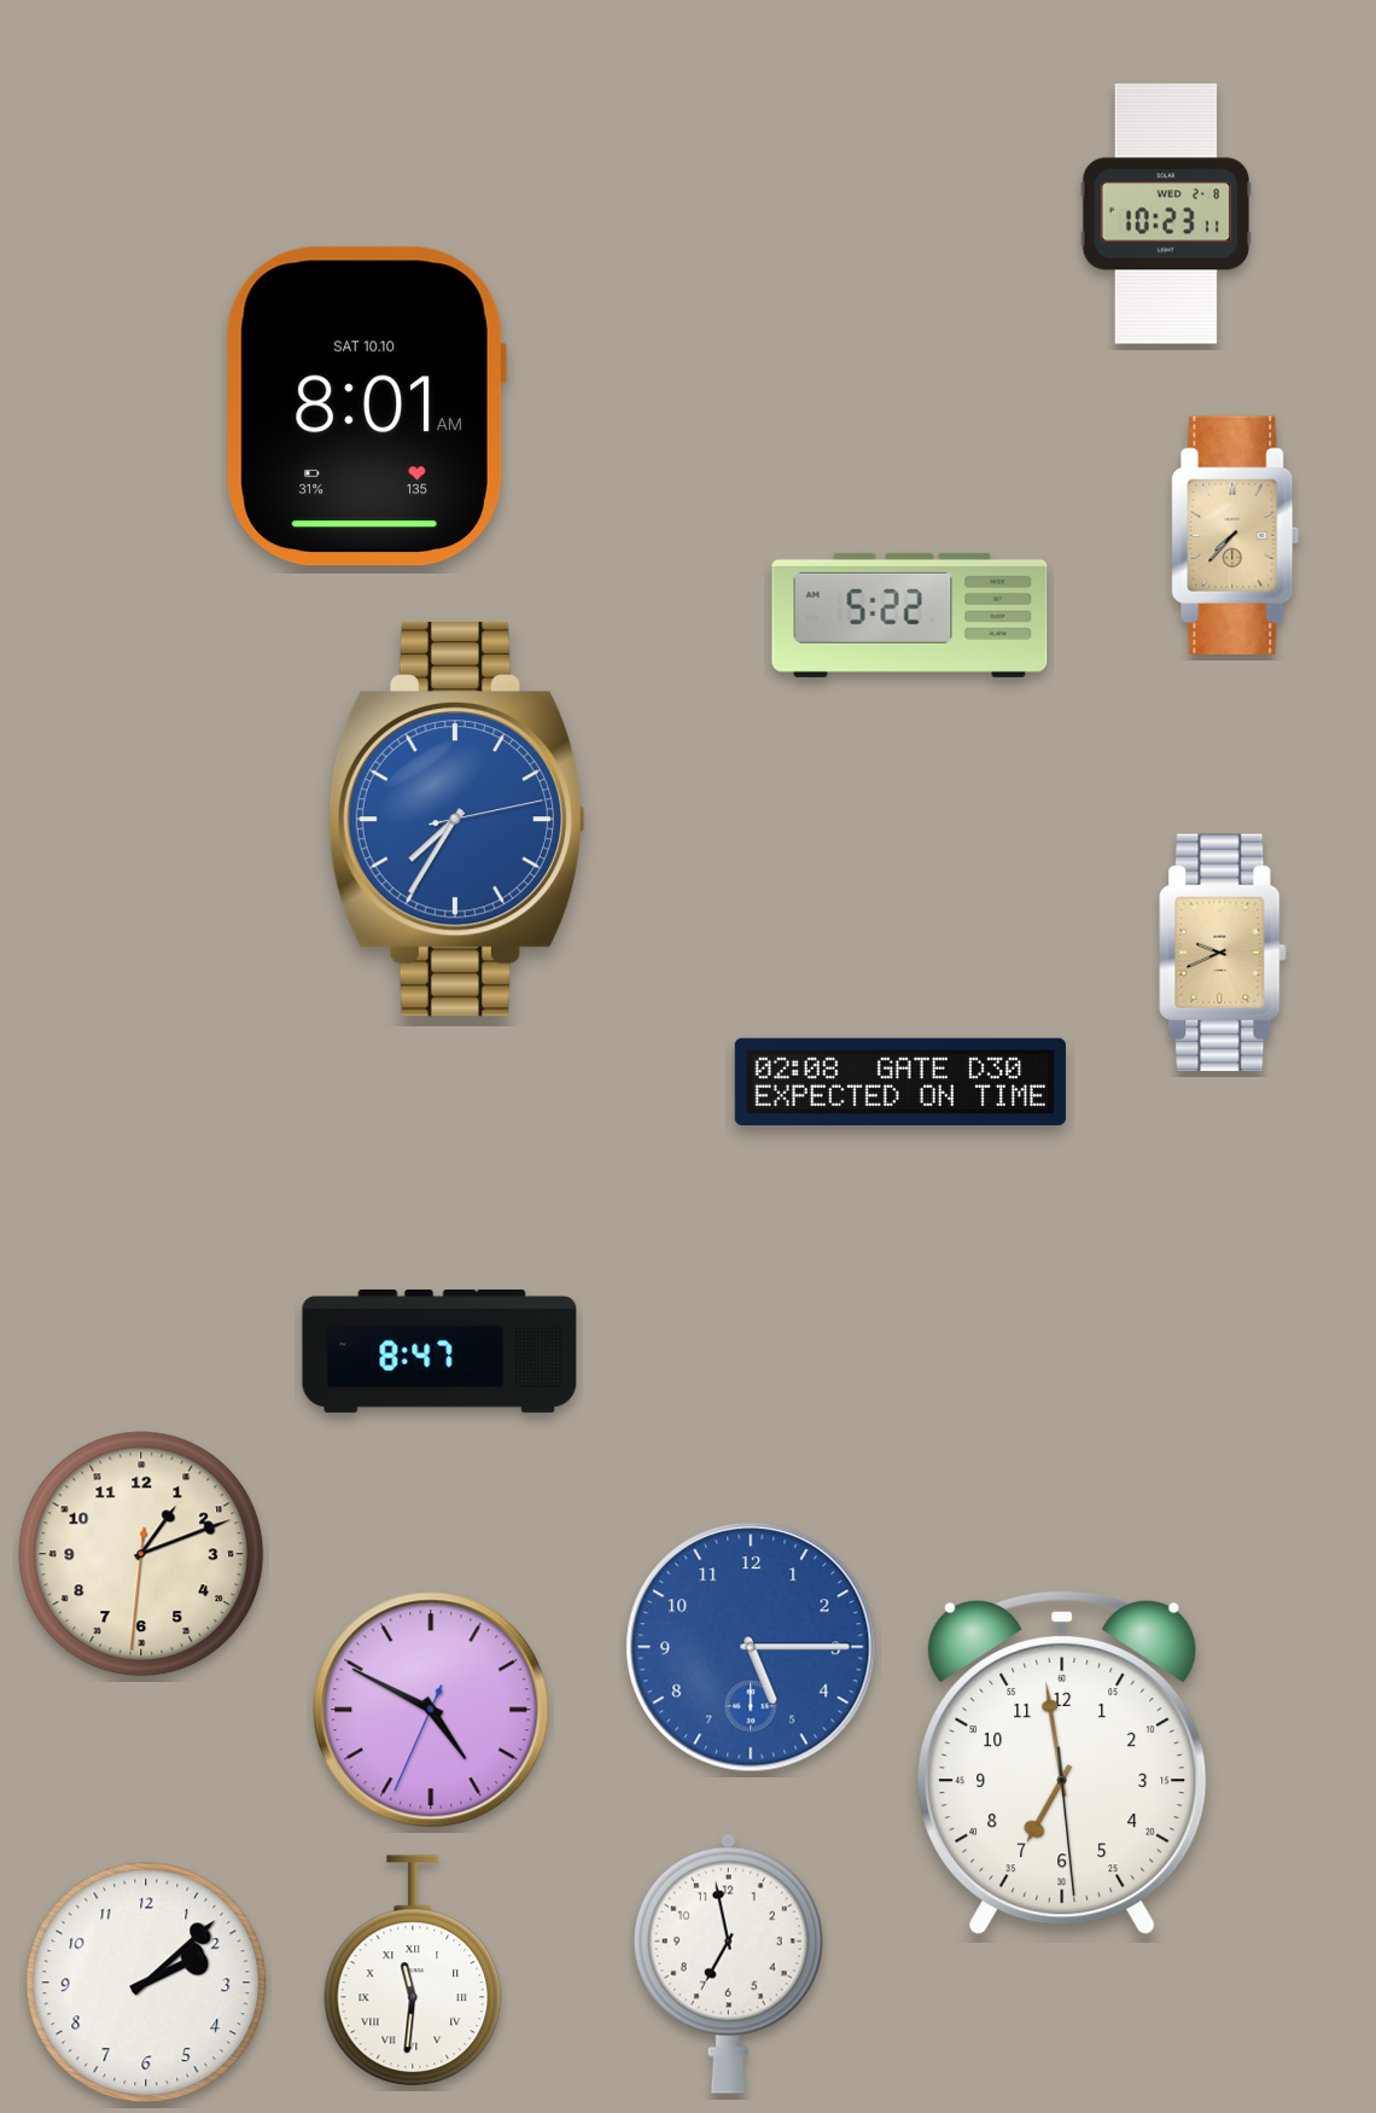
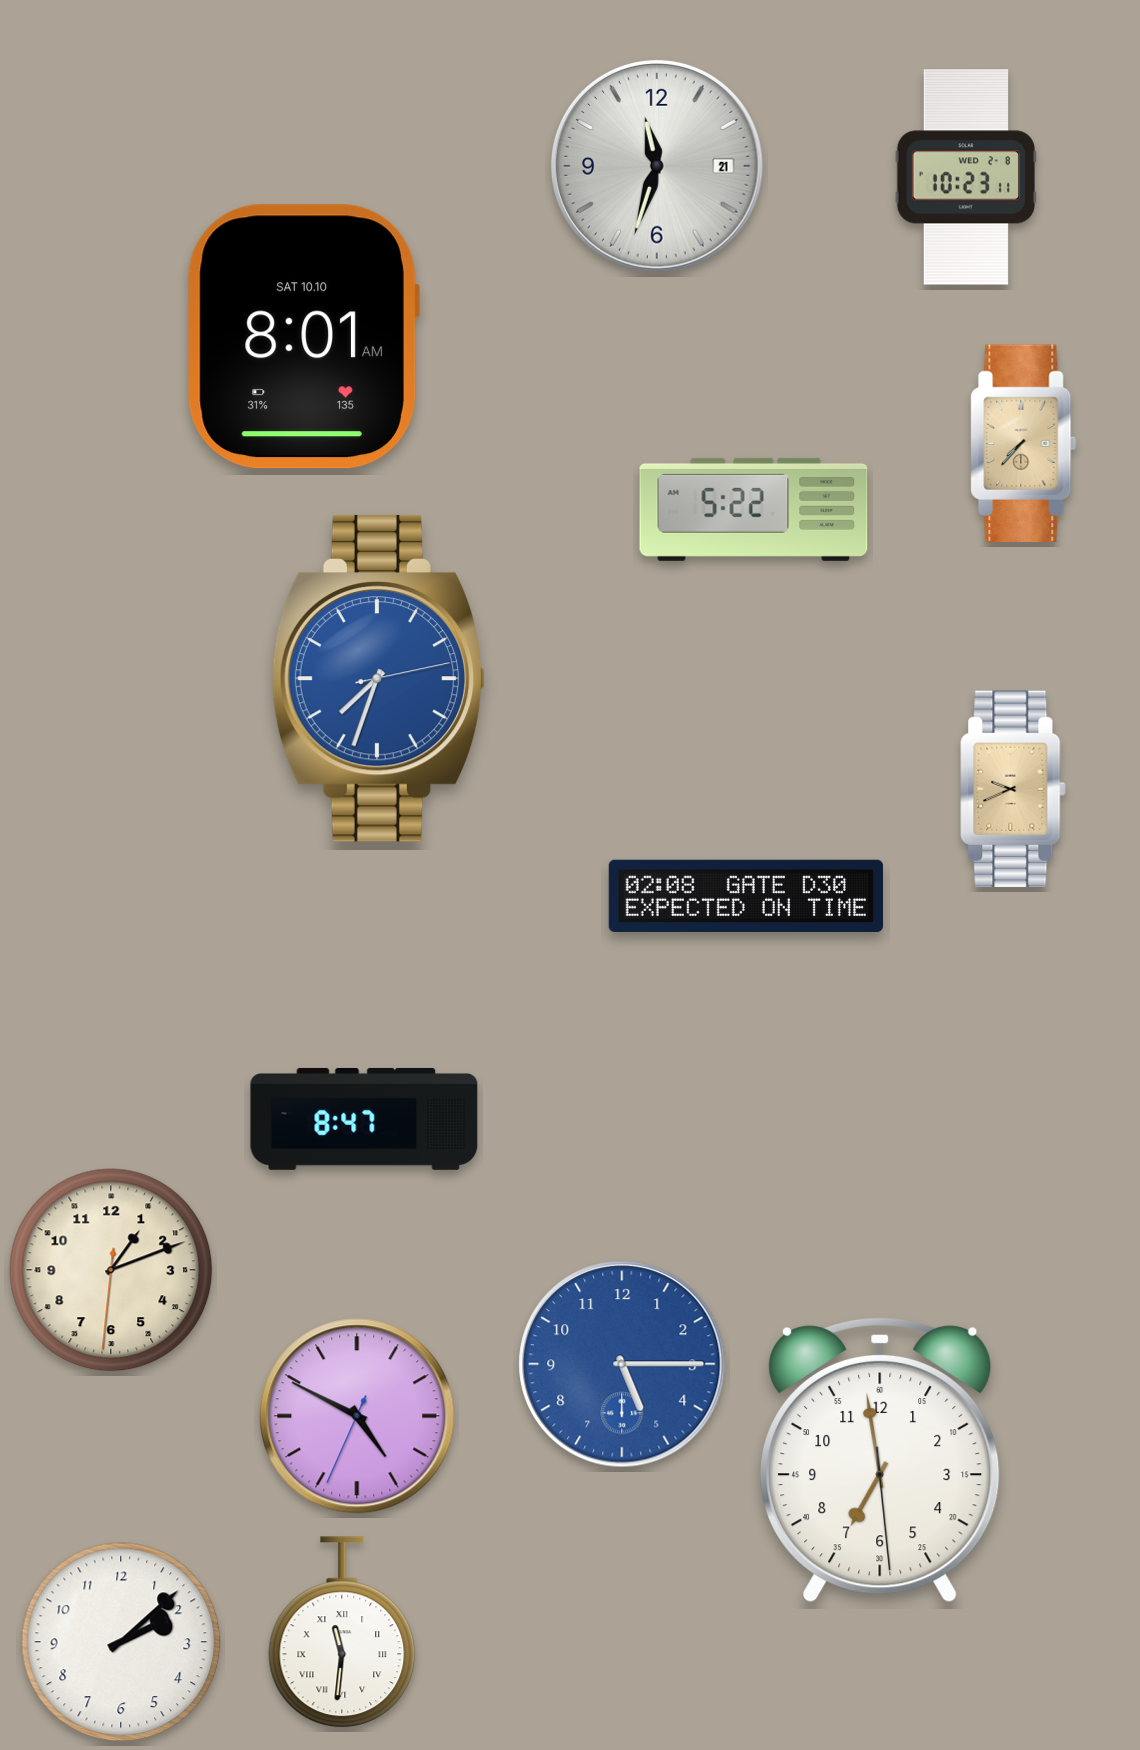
clock at (657, 166): none -> 11:33
clock at (456, 819): 7:35 -> 7:33
clock at (141, 1554) position: (141, 1554) -> (111, 1270)
clock at (728, 1963): 6:58 -> none
